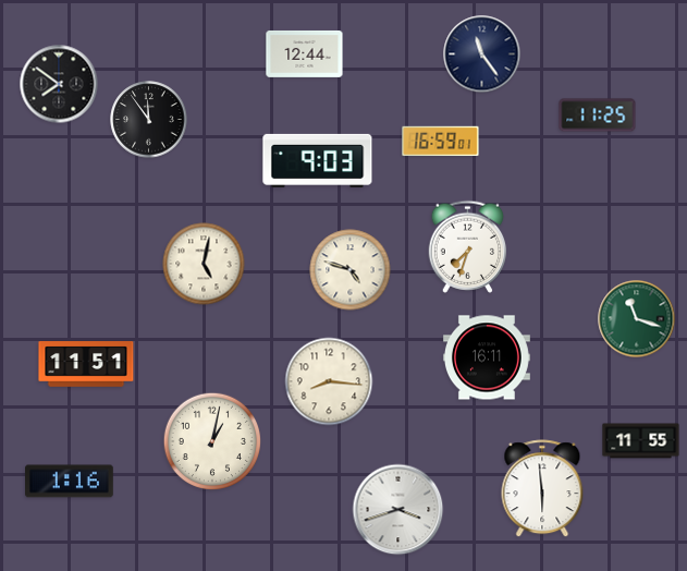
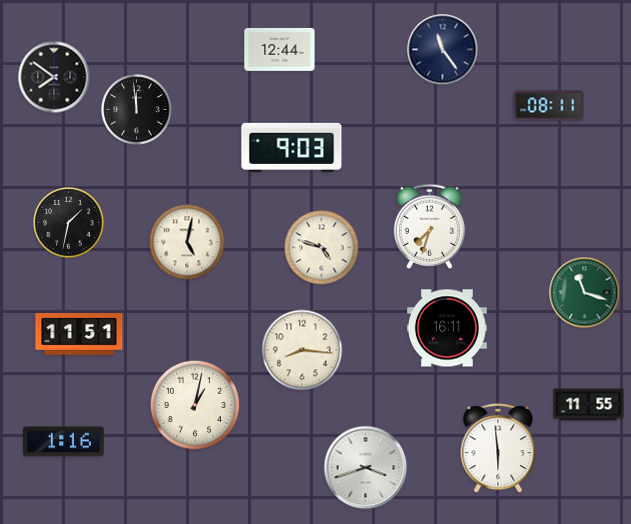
clock at (598, 116): 11:25 -> 08:11
clock at (149, 120): 11:54 -> 11:59
clock at (441, 142): 16:59 -> none
clock at (69, 223): none -> 1:32
